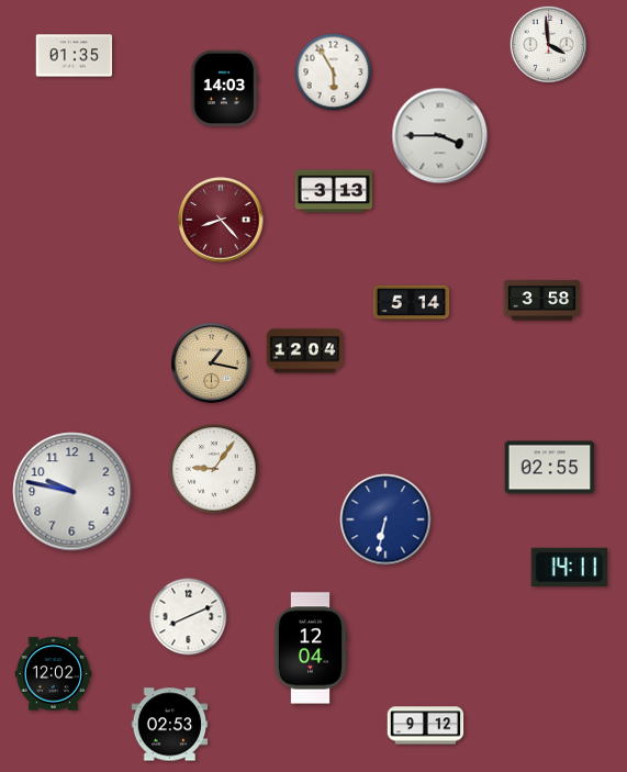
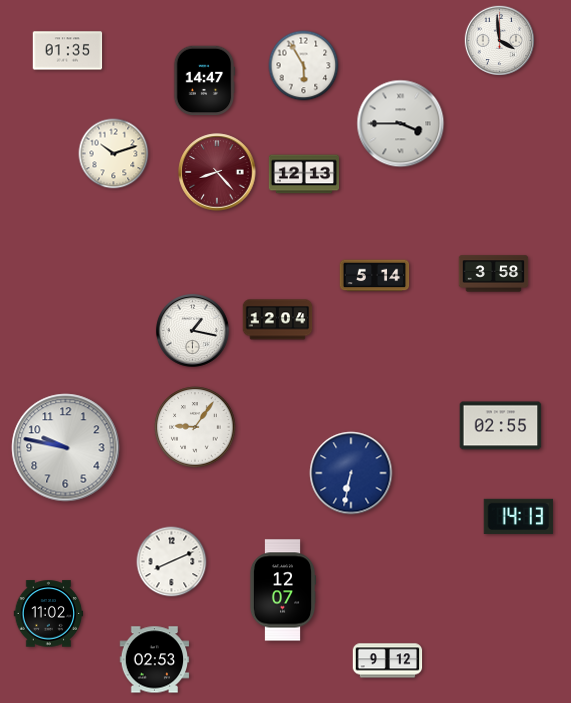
clock at (224, 89): 14:03 -> 14:47
clock at (114, 154): none -> 10:12
clock at (333, 191): 3:13 -> 12:13
clock at (221, 220) position: (221, 220) -> (217, 172)
clock at (211, 362) dial: champagne -> white
clock at (570, 567): 14:11 -> 14:13
clock at (311, 648): 12:04 -> 12:07
clock at (54, 674): 12:02 -> 11:02
